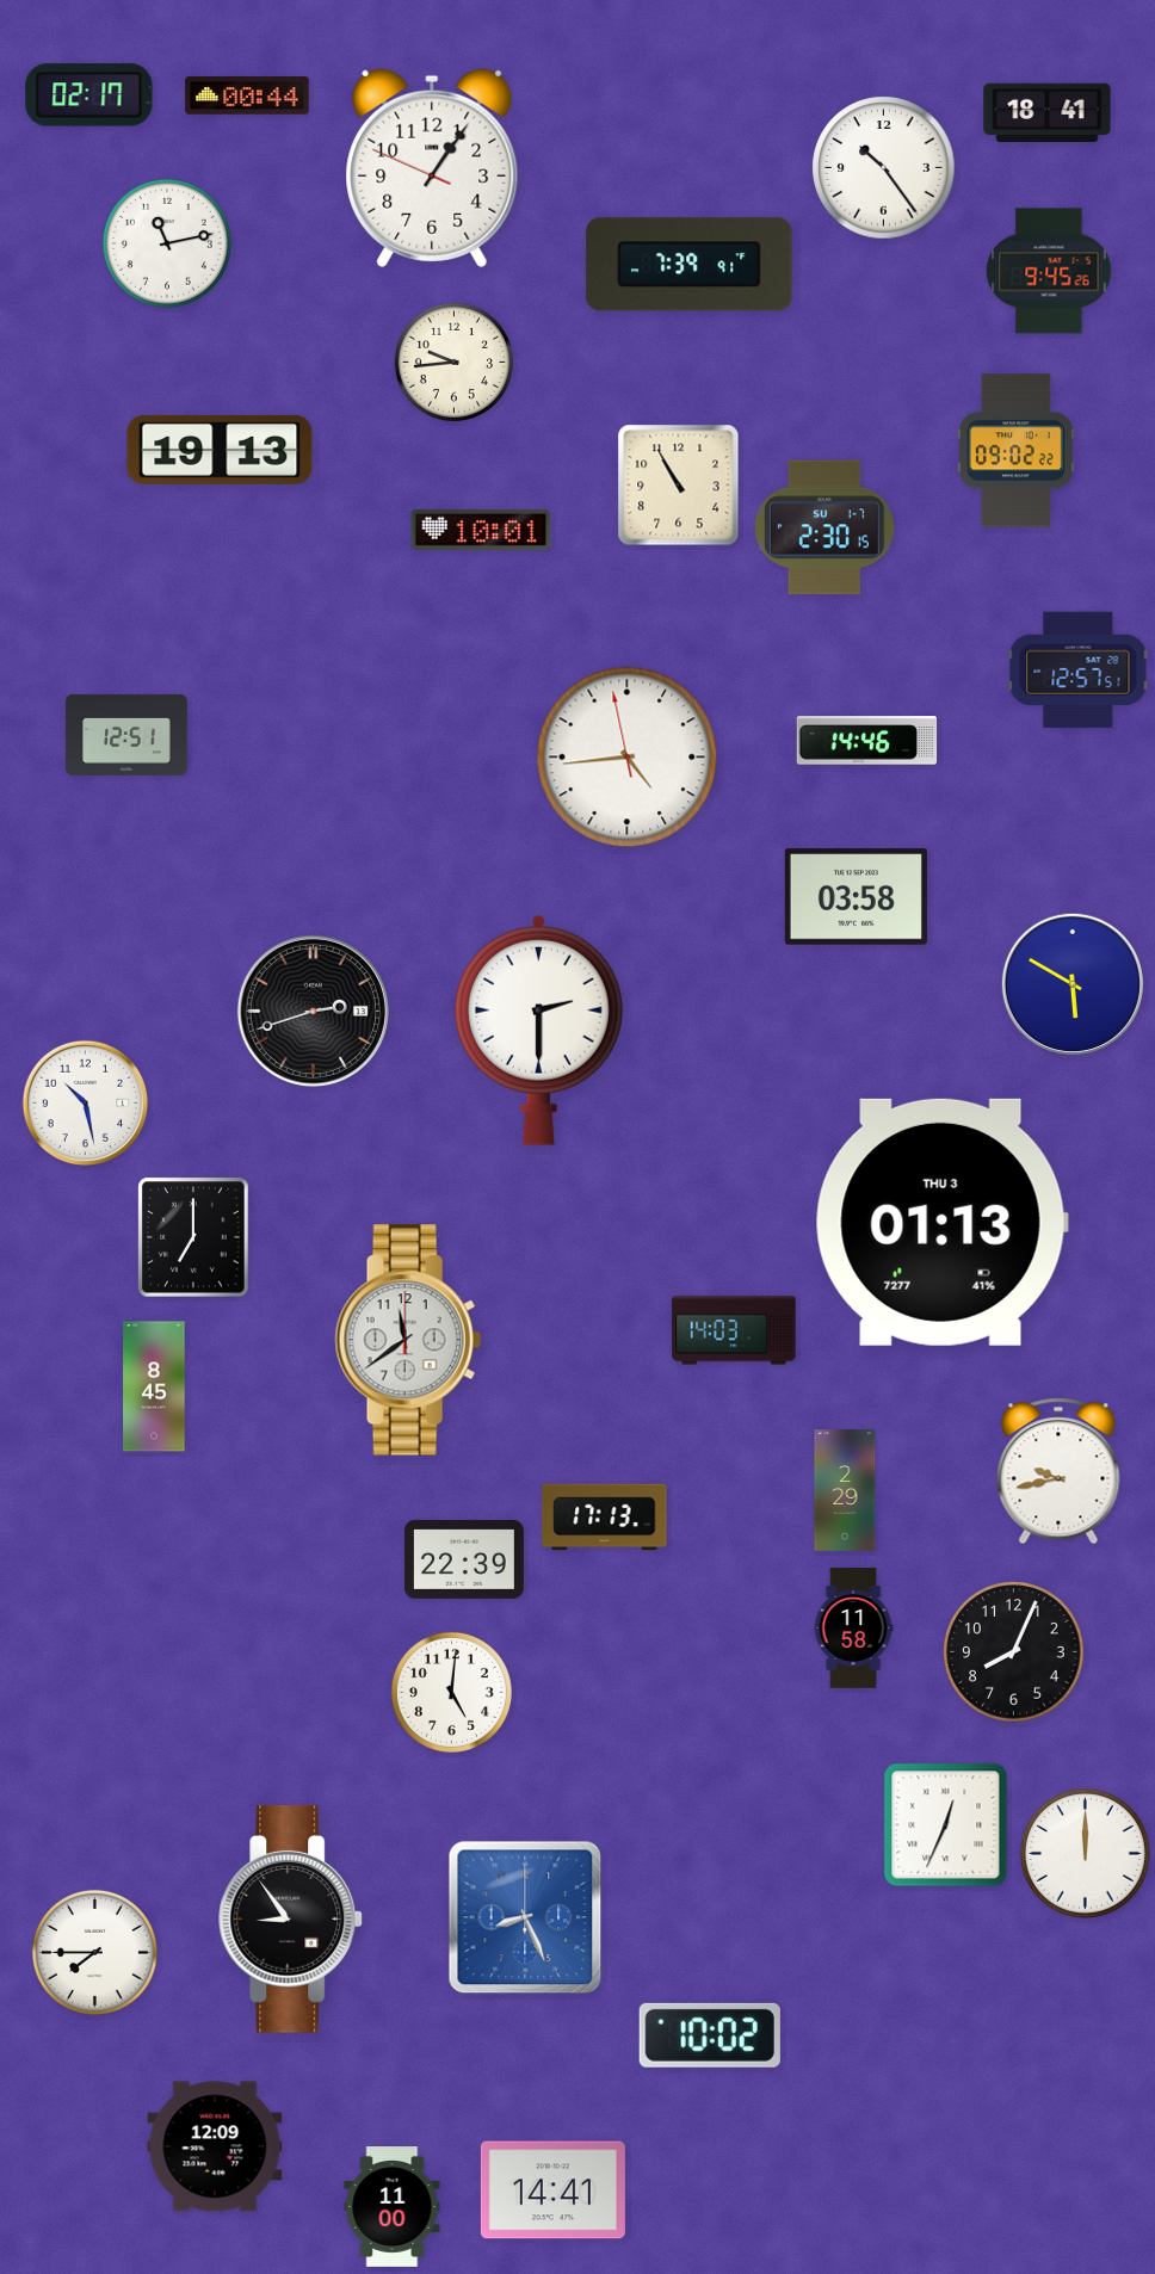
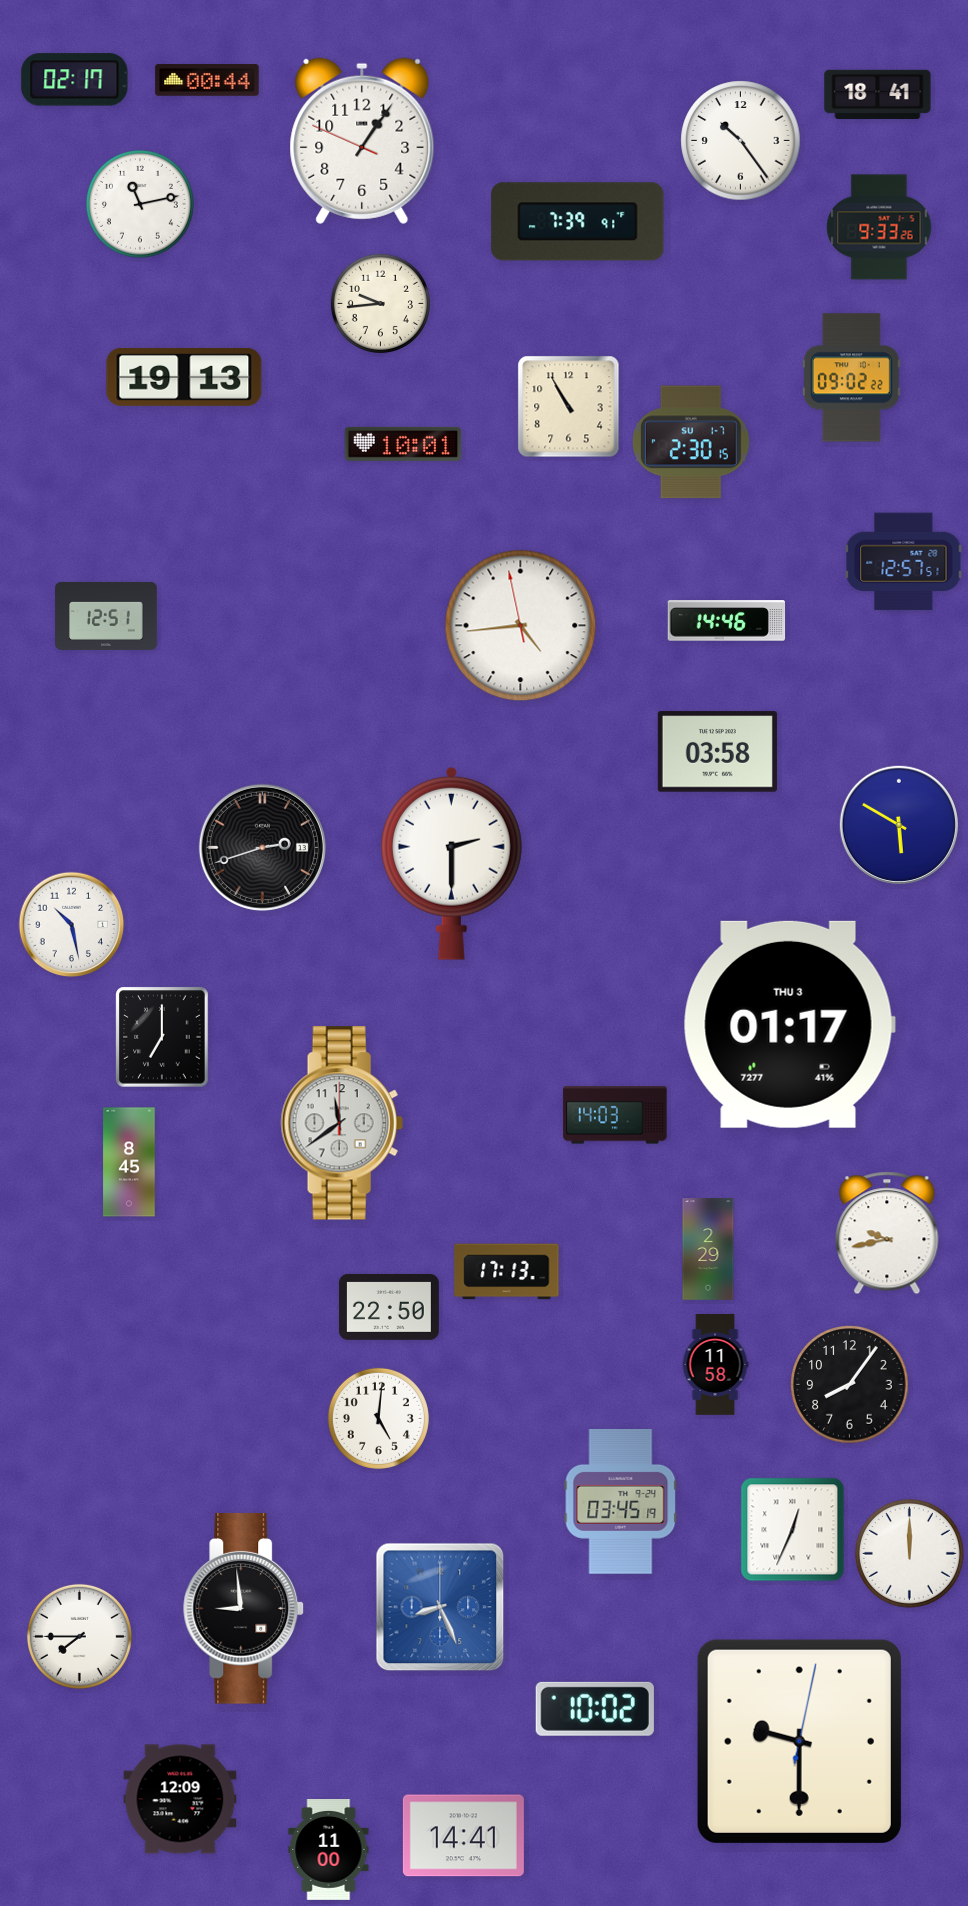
clock at (1049, 271): 9:45 -> 9:33
clock at (628, 758) position: (628, 758) -> (521, 626)
clock at (941, 1222): 01:13 -> 01:17
clock at (464, 1559): 22:39 -> 22:50
clock at (1014, 1652): 8:04 -> 8:06
clock at (621, 1501): none -> 03:45
clock at (291, 1920): 8:54 -> 8:59
clock at (710, 2035) position: (710, 2035) -> (595, 1709)
clock at (799, 1741): none -> 9:30
